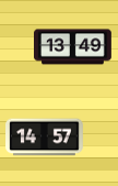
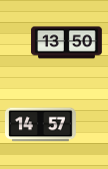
clock at (73, 47): 13:49 -> 13:50
